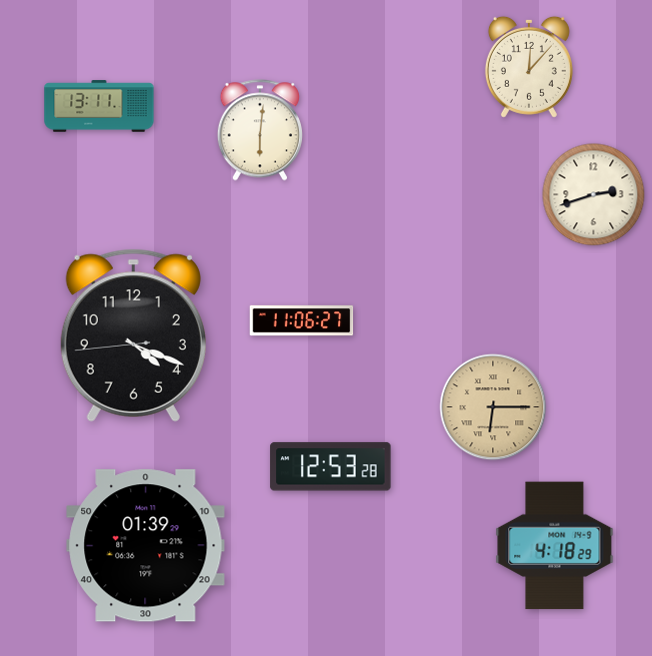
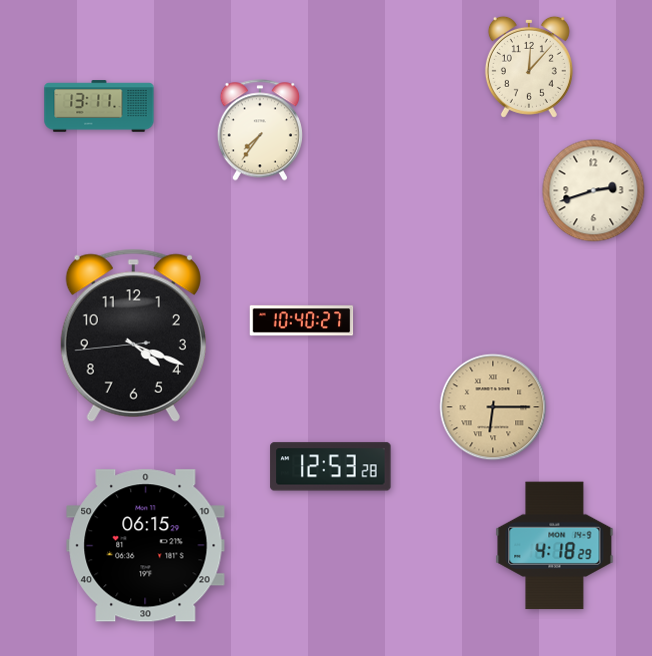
clock at (260, 130): 6:01 -> 7:36
clock at (594, 195) position: (594, 195) -> (594, 191)
clock at (302, 321): 11:06 -> 10:40
clock at (146, 546): 01:39 -> 06:15
